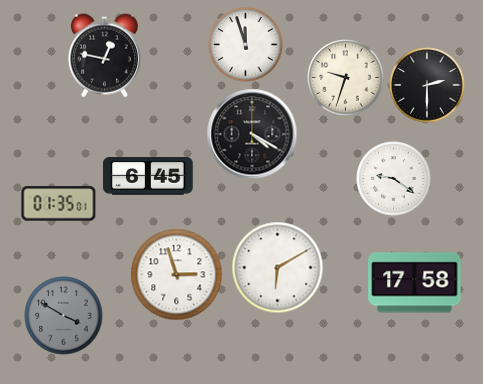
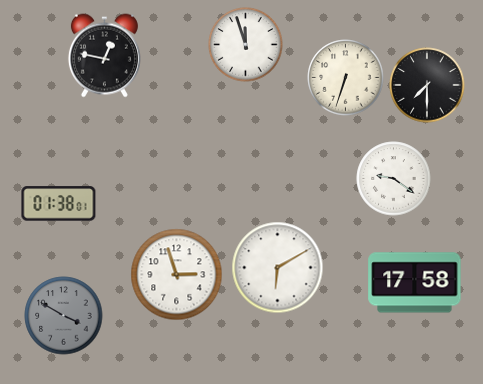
clock at (346, 78): 9:33 -> 6:33
clock at (427, 85): 2:30 -> 7:30
clock at (252, 134): 4:20 -> none
clock at (148, 176): 6:45 -> none
clock at (59, 204): 01:35 -> 01:38
